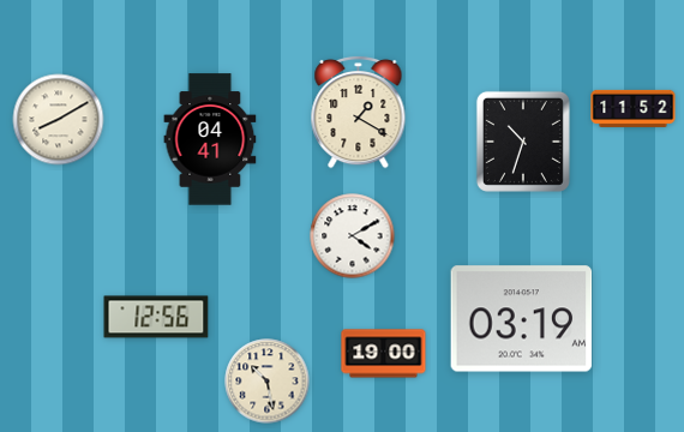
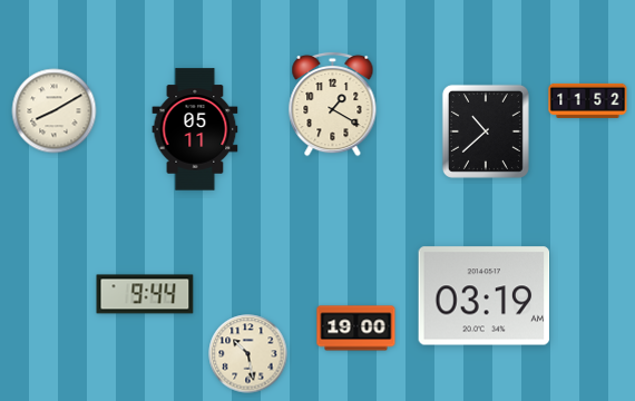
clock at (210, 139): 04:41 -> 05:11
clock at (523, 142): 10:33 -> 10:38
clock at (353, 236): 4:10 -> none
clock at (156, 317): 12:56 -> 9:44
